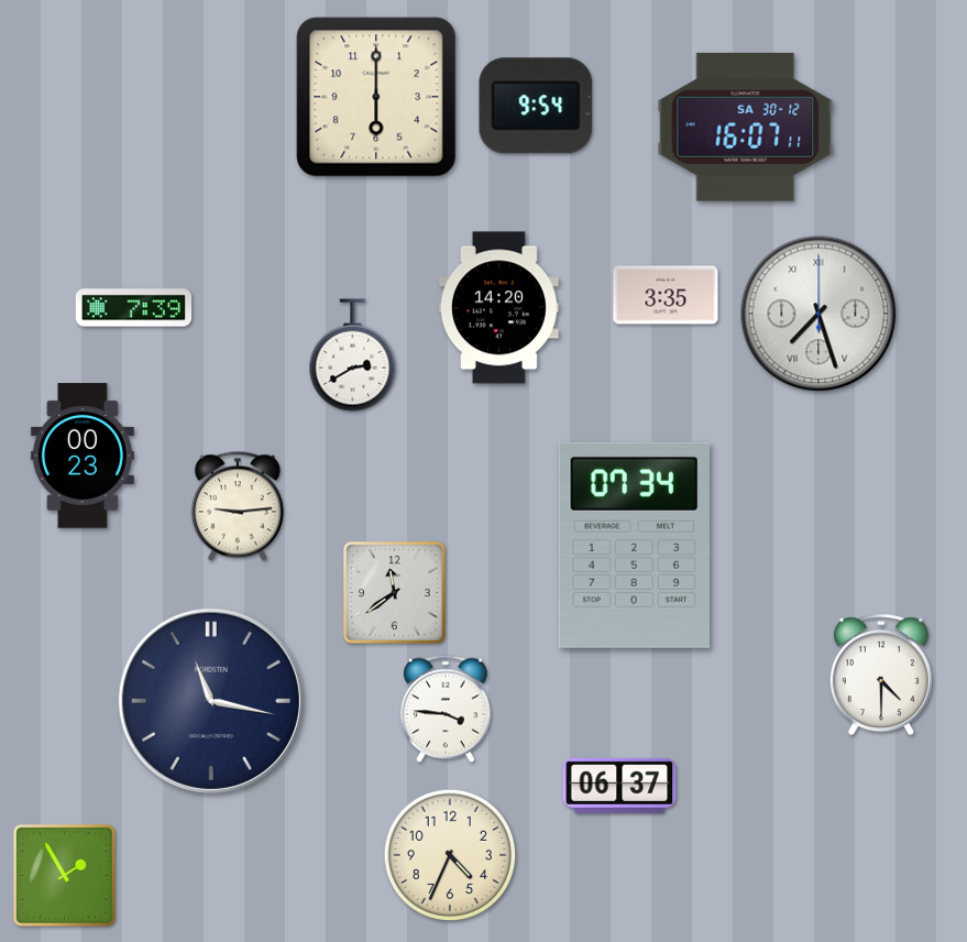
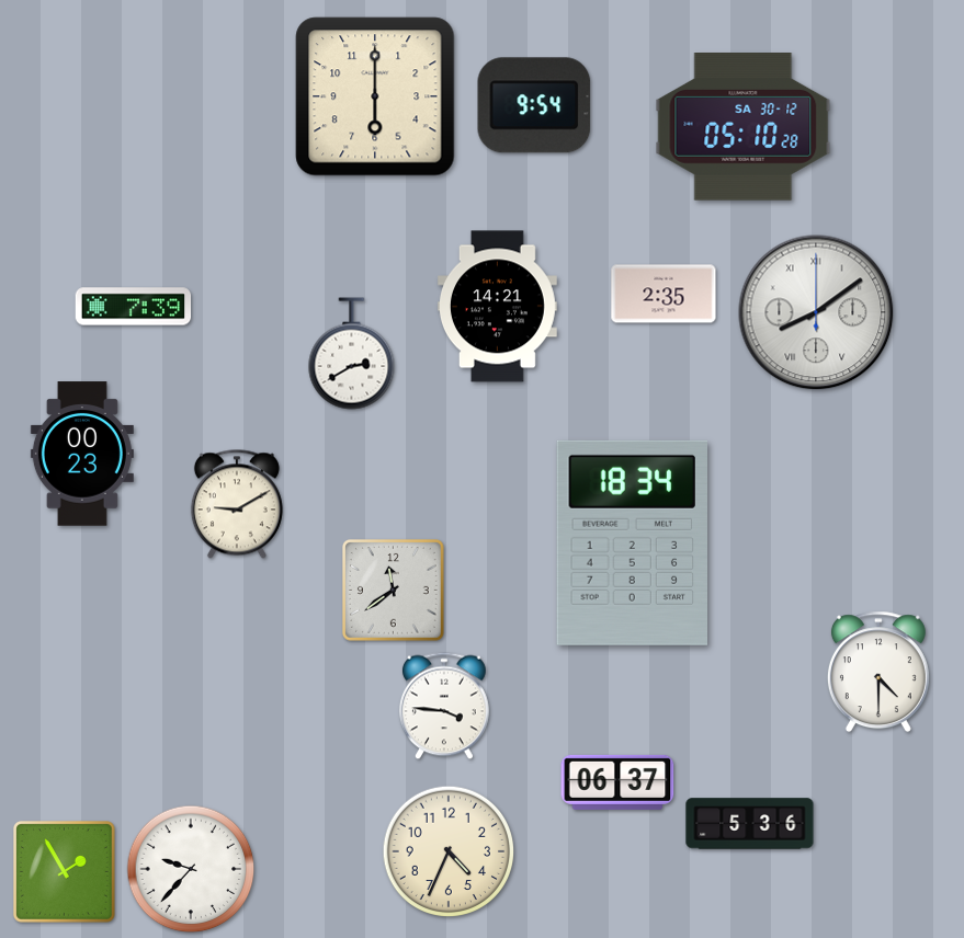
clock at (746, 128): 16:07 -> 05:10
clock at (666, 295): 3:35 -> 2:35
clock at (498, 308): 14:20 -> 14:21
clock at (818, 314): 7:27 -> 8:09
clock at (238, 506): 9:14 -> 9:10
clock at (635, 545): 07:34 -> 18:34
clock at (211, 701): 11:17 -> none
clock at (750, 824): none -> 5:36
clock at (191, 869): none -> 9:37
